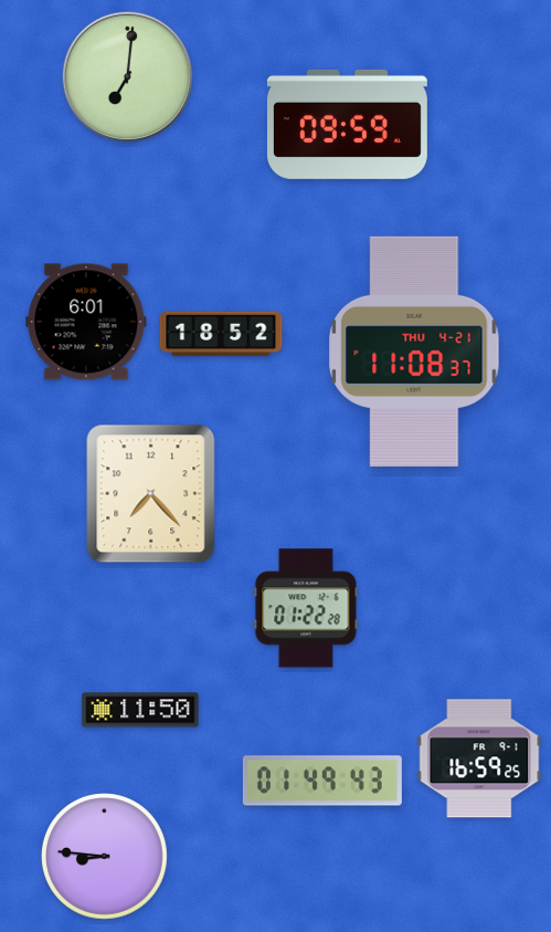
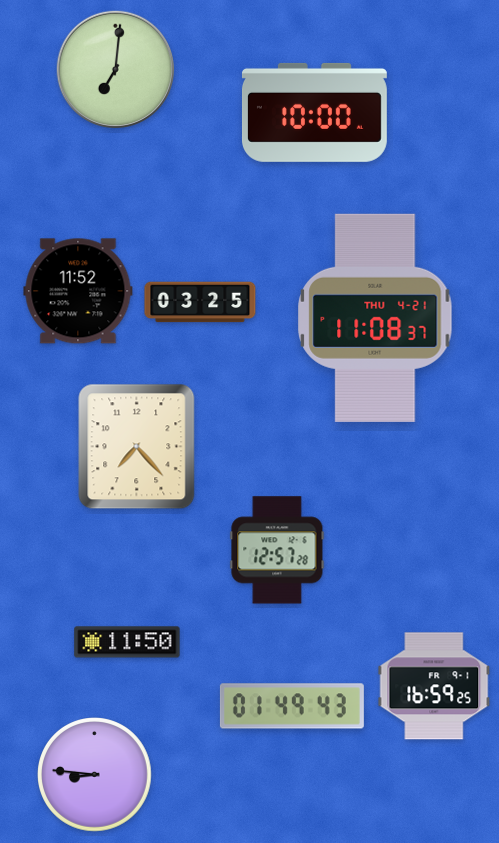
clock at (347, 124): 09:59 -> 10:00
clock at (86, 322): 6:01 -> 11:52
clock at (221, 334): 18:52 -> 03:25
clock at (306, 608): 01:22 -> 12:57
